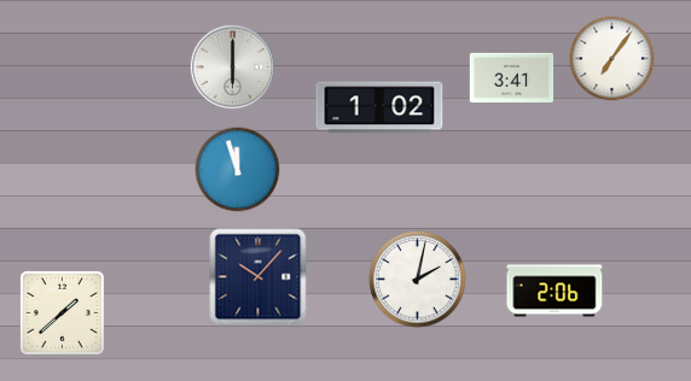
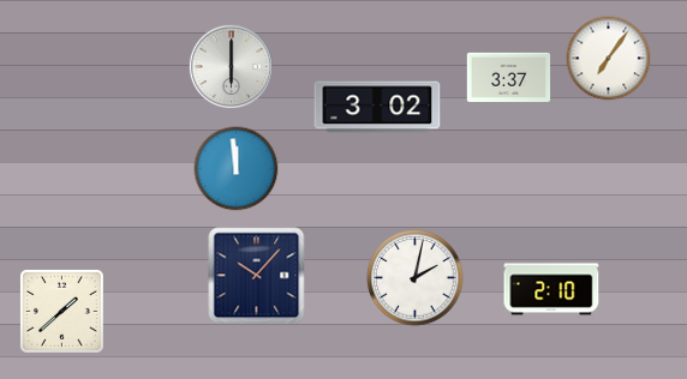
clock at (512, 77): 3:41 -> 3:37
clock at (379, 107): 1:02 -> 3:02
clock at (238, 170): 11:57 -> 11:59
clock at (554, 291): 2:06 -> 2:10
